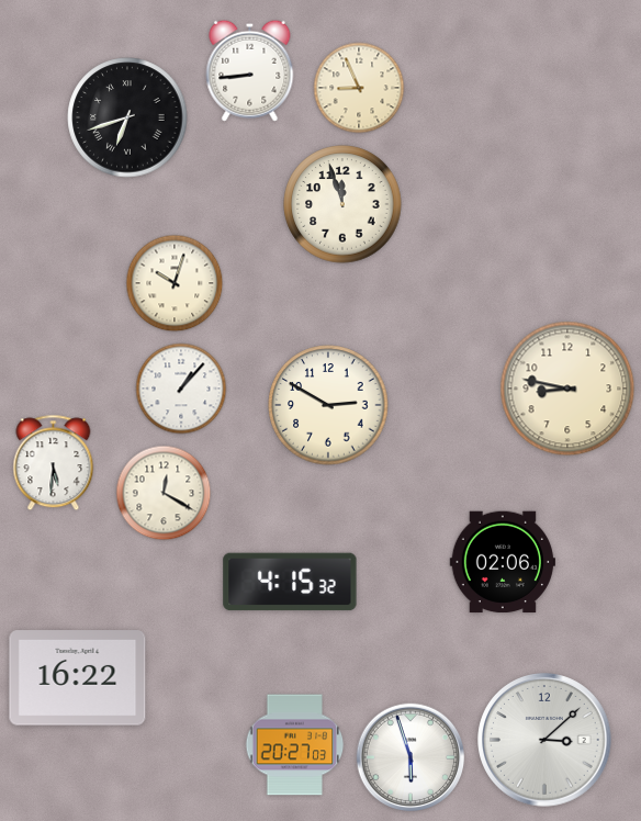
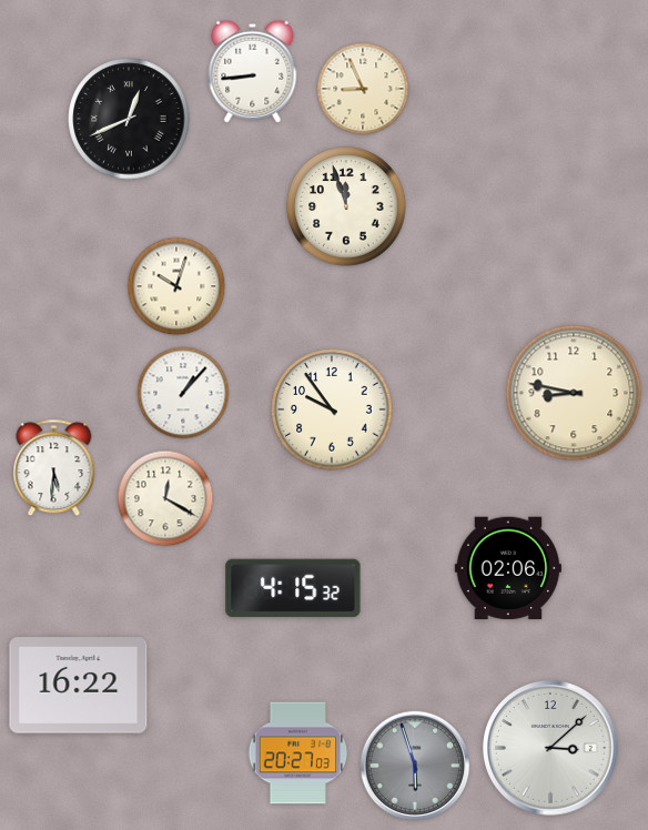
clock at (127, 117): 6:42 -> 12:41
clock at (328, 405): 2:50 -> 9:54
clock at (411, 757) dial: white -> grey
